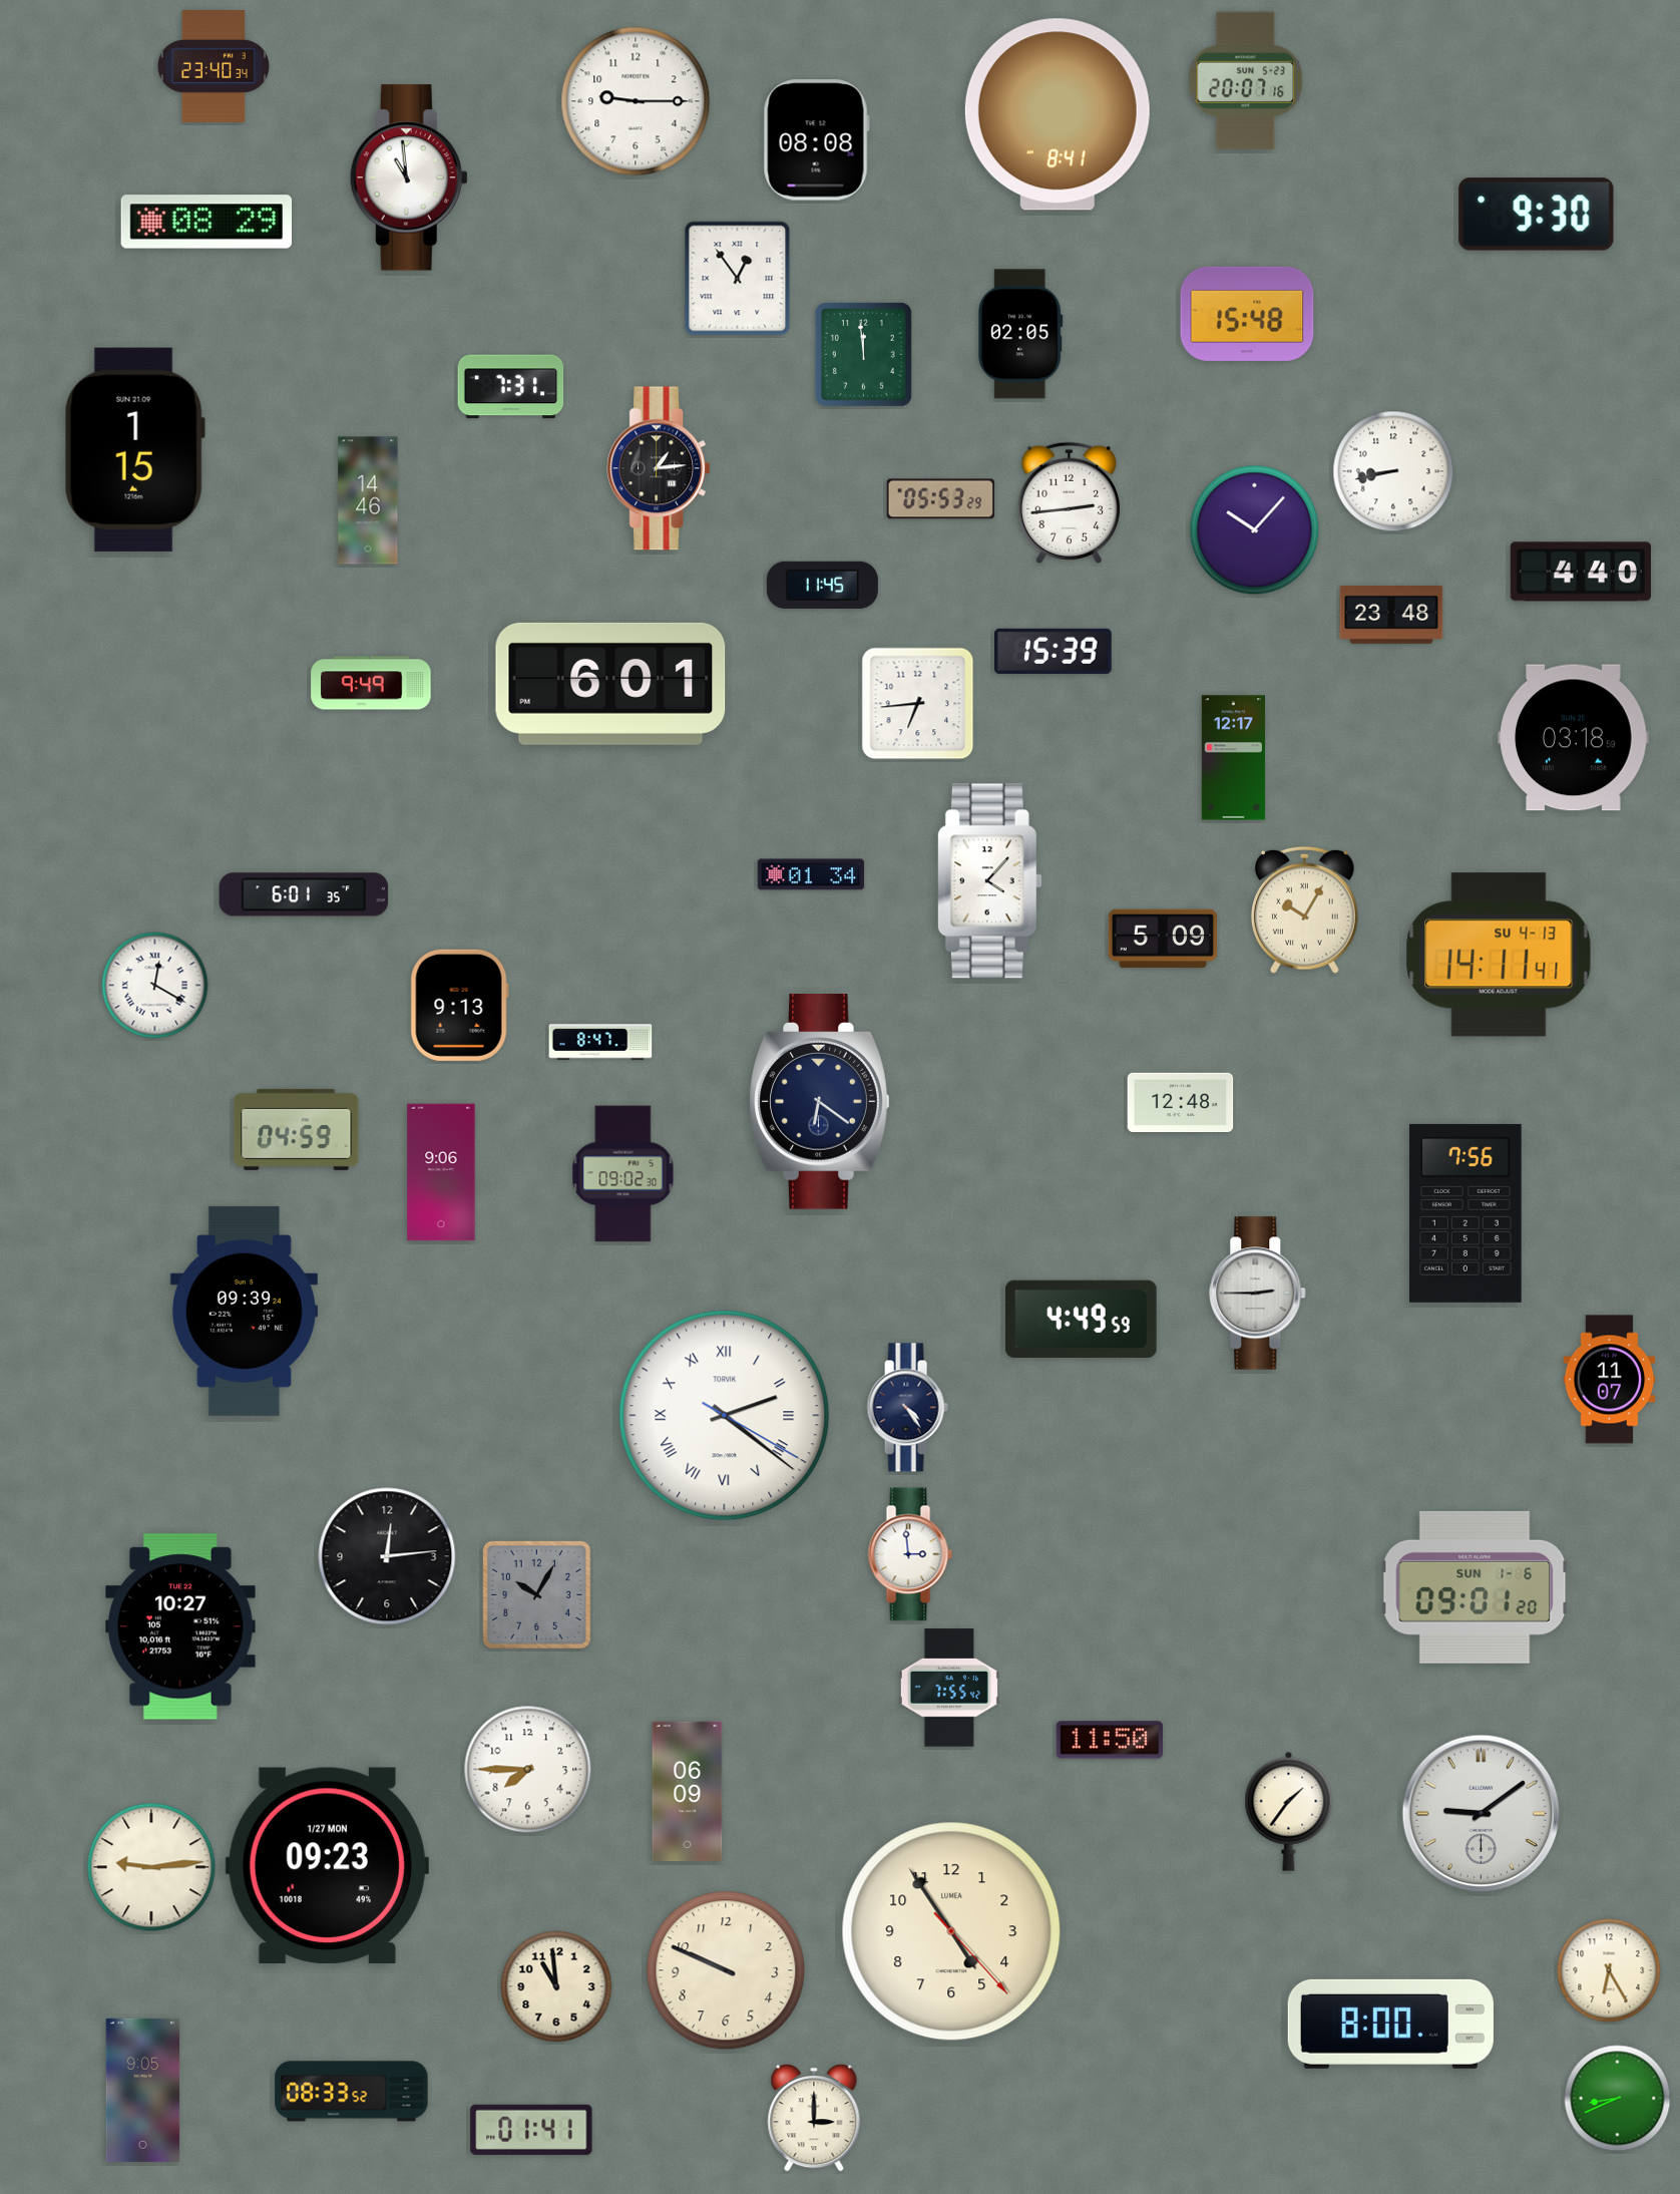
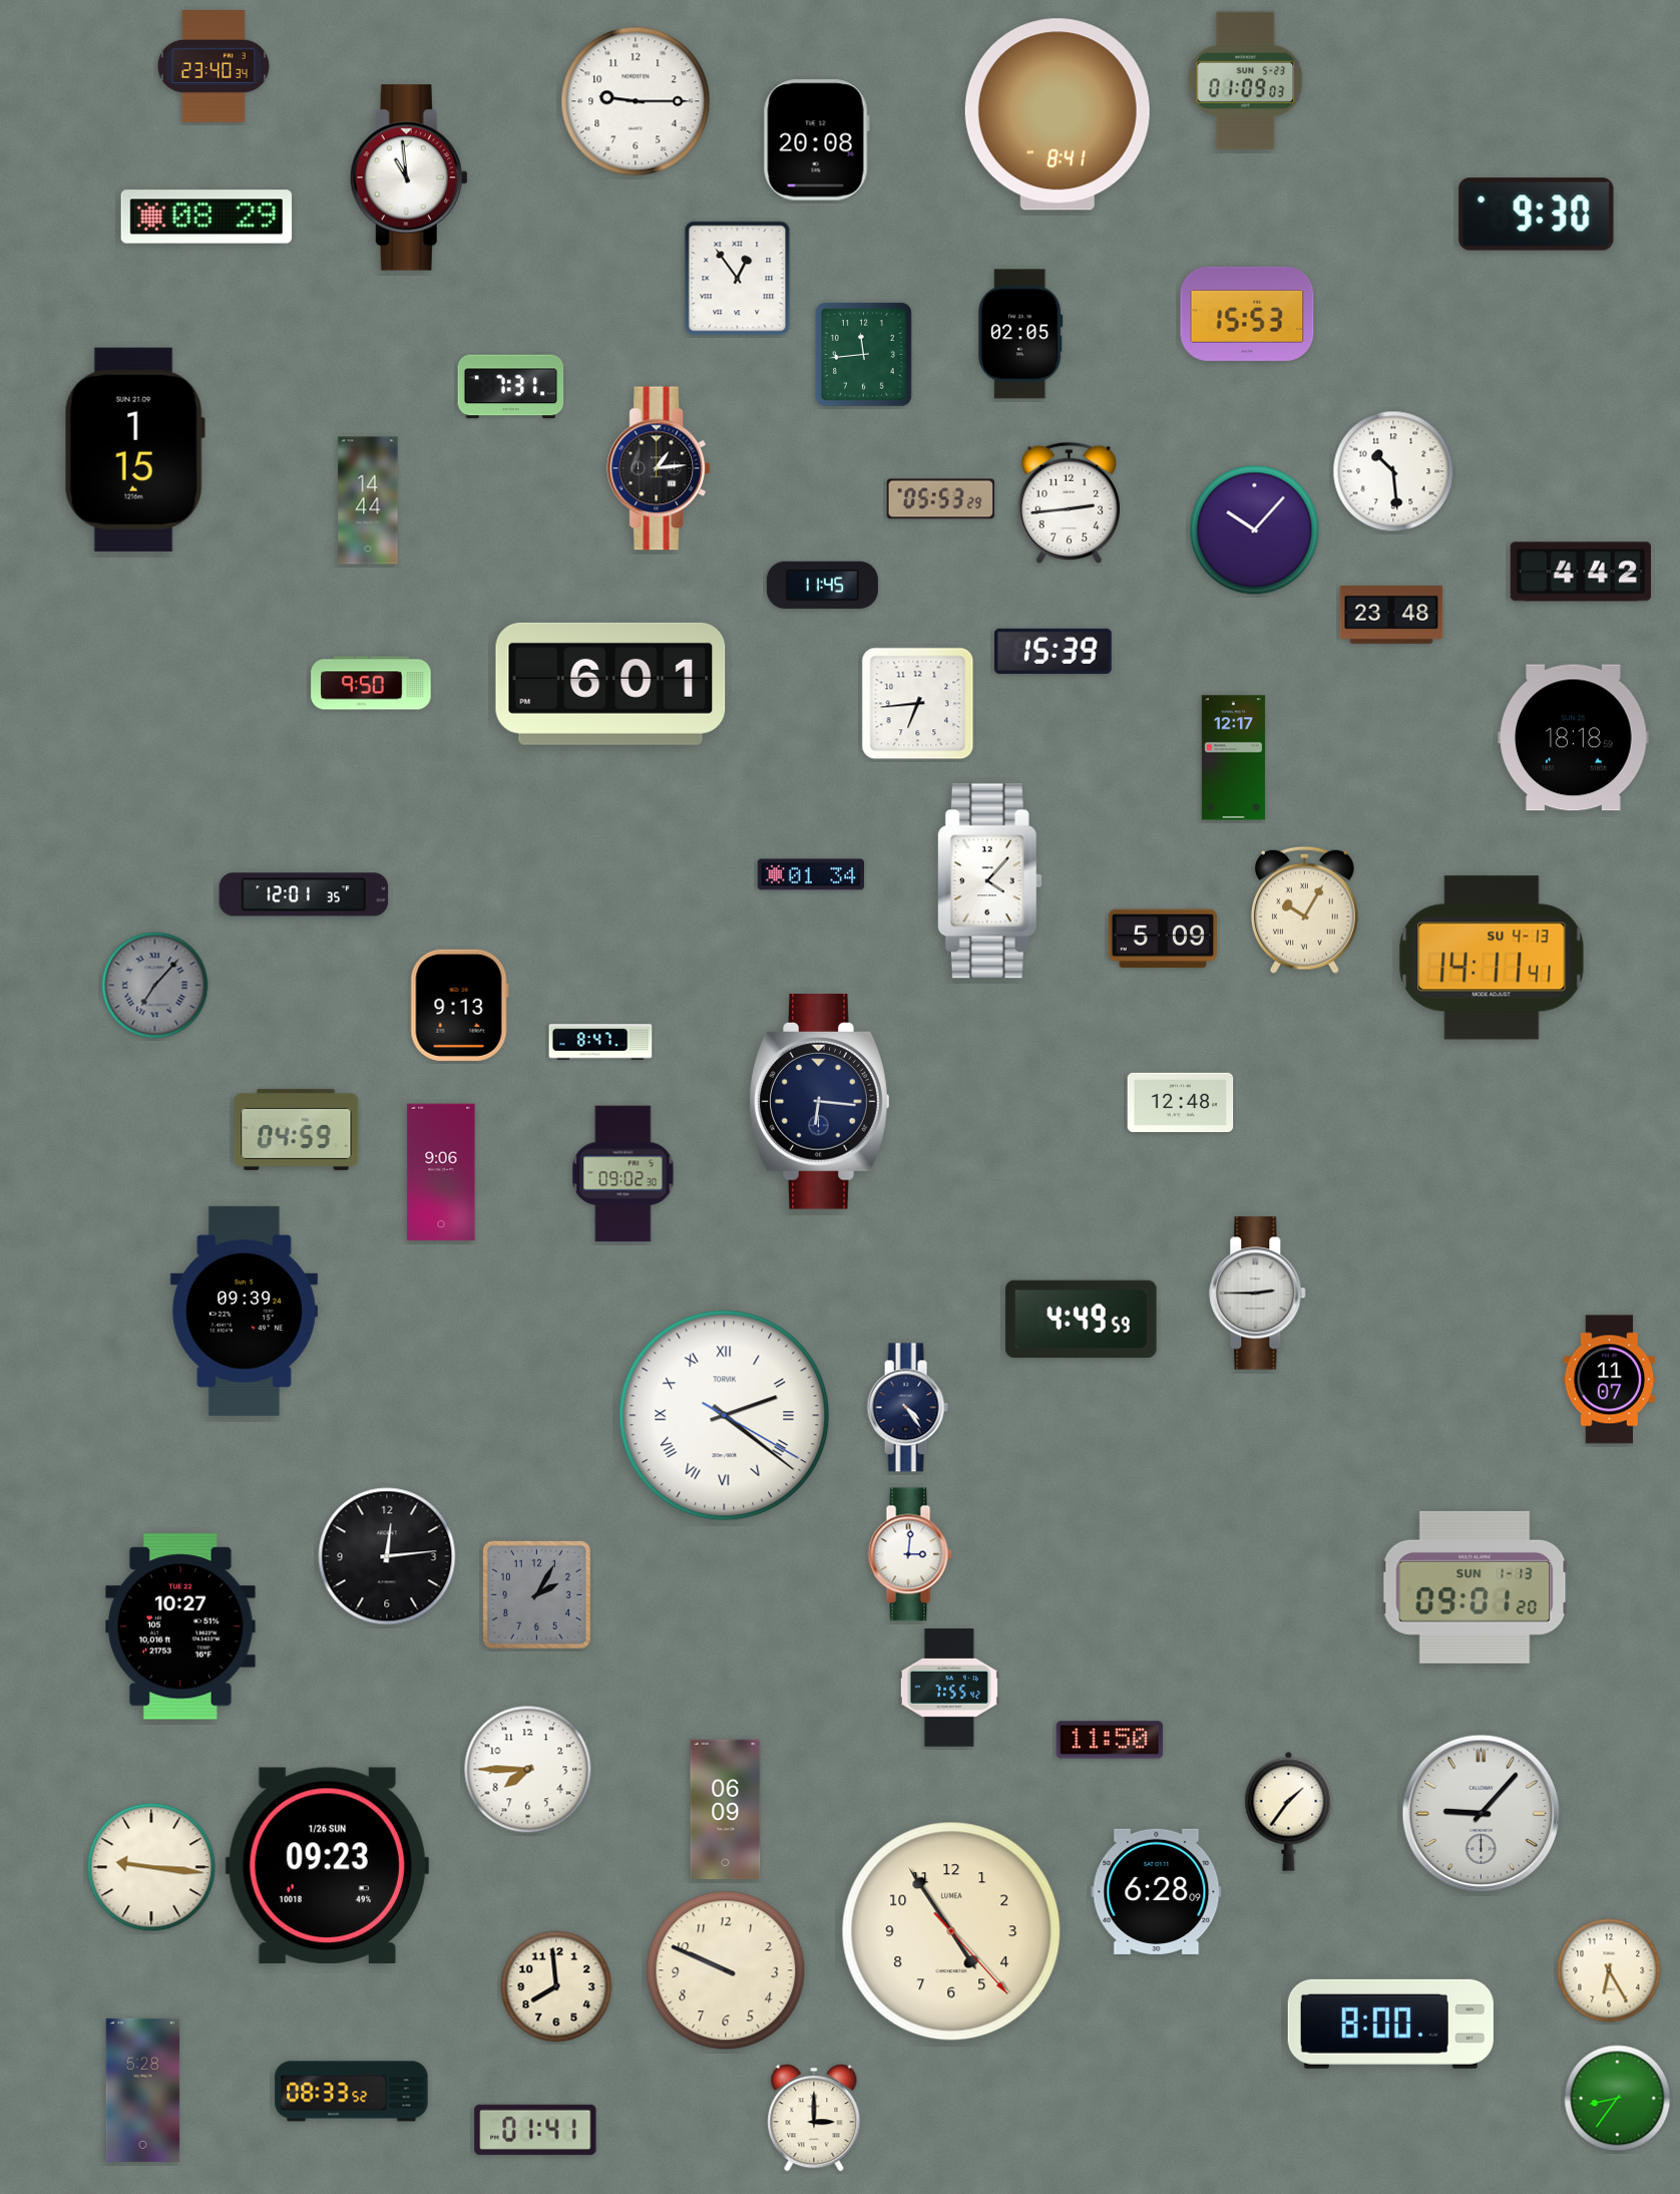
clock at (1246, 81): 20:07 -> 01:09
clock at (816, 140): 08:08 -> 20:08
clock at (205, 222) position: (205, 222) -> (205, 217)
clock at (1247, 314): 15:48 -> 15:53
clock at (863, 354): 11:59 -> 11:44
clock at (1393, 471): 8:43 -> 10:29
clock at (368, 500): 14:46 -> 14:44
clock at (1581, 572): 4:40 -> 4:42
clock at (371, 683): 9:49 -> 9:50
clock at (1574, 738): 03:18 -> 18:18
clock at (304, 894): 6:01 -> 12:01
clock at (1499, 955) position: (1499, 955) -> (1492, 958)
clock at (155, 986): 12:20 -> 7:07
clock at (155, 986) dial: white -> grey
clock at (820, 1102): 6:21 -> 6:16
clock at (1465, 1213): 7:56 -> none
clock at (910, 1554): 2:59 -> 3:01
clock at (1475, 1587) date: SUN 1-6 -> SUN 1-13
clock at (536, 1594): 10:05 -> 2:05
clock at (688, 1792) position: (688, 1792) -> (726, 1810)
clock at (1482, 1814): 9:09 -> 9:07
clock at (327, 1865) date: 1/27 MON -> 1/26 SUN
clock at (151, 1867): 9:14 -> 9:16
clock at (1157, 1891): none -> 6:28
clock at (556, 1986): 10:59 -> 7:59
clock at (143, 2090): 9:05 -> 5:28
clock at (1618, 2099): 8:41 -> 8:36
clock at (531, 2130) position: (531, 2130) -> (535, 2130)
